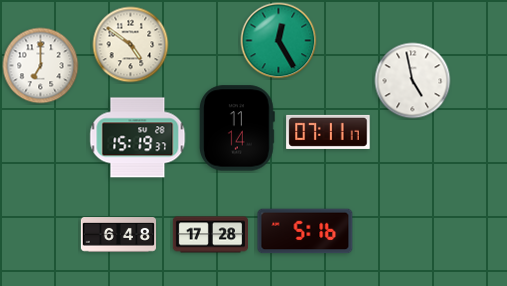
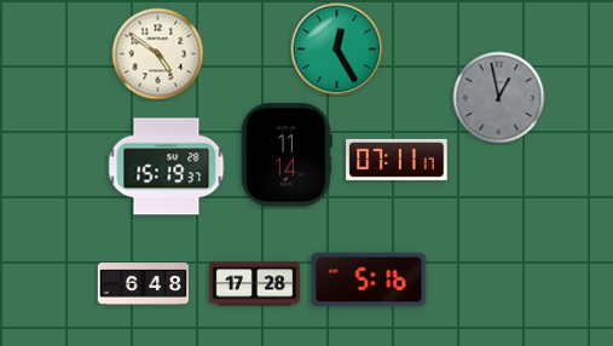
clock at (41, 66): 7:00 -> none
clock at (413, 81): 4:58 -> 12:58
clock at (413, 81) dial: white -> grey
